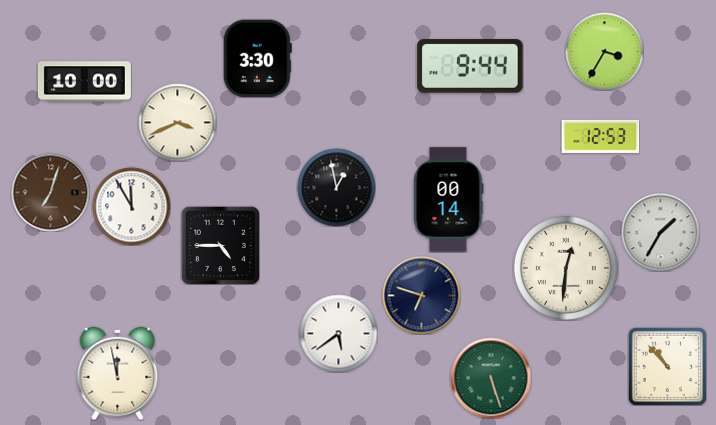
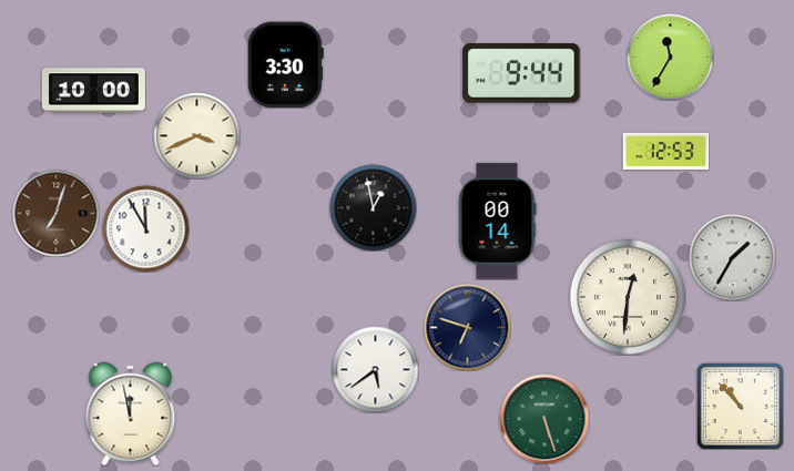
clock at (604, 51): 3:35 -> 11:35
clock at (220, 245): 4:45 -> none
